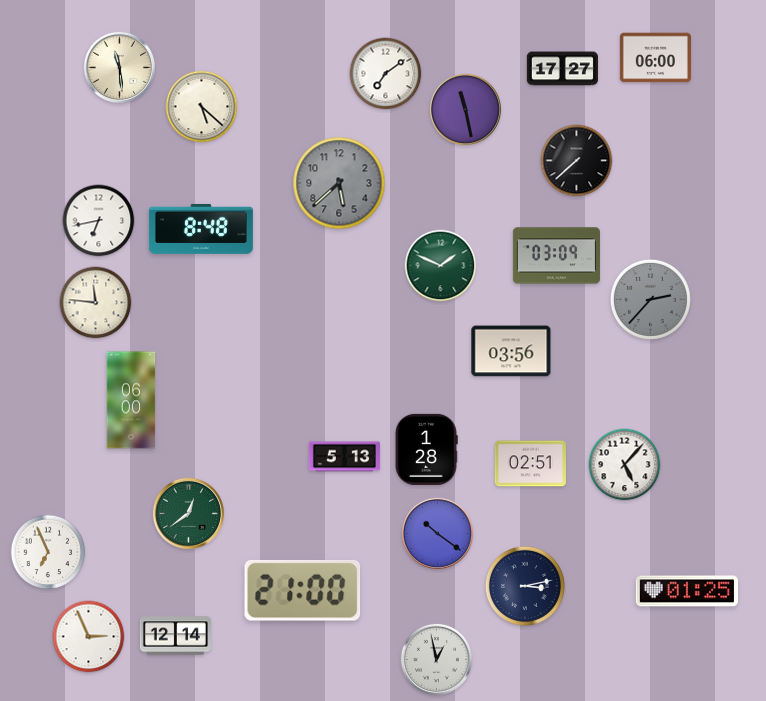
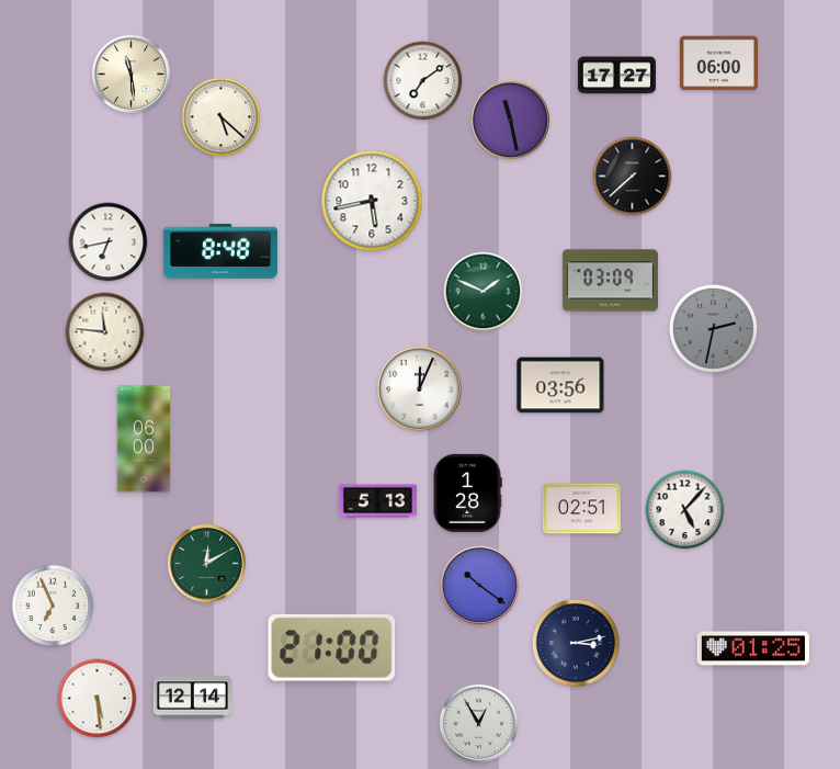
clock at (339, 183): 5:38 -> 5:43
clock at (339, 183) dial: grey -> white
clock at (650, 299): 2:37 -> 2:32
clock at (419, 388): none -> 12:04
clock at (188, 513): 12:39 -> 12:10
clock at (89, 637): 2:56 -> 5:29
clock at (436, 659): 12:58 -> 12:55
